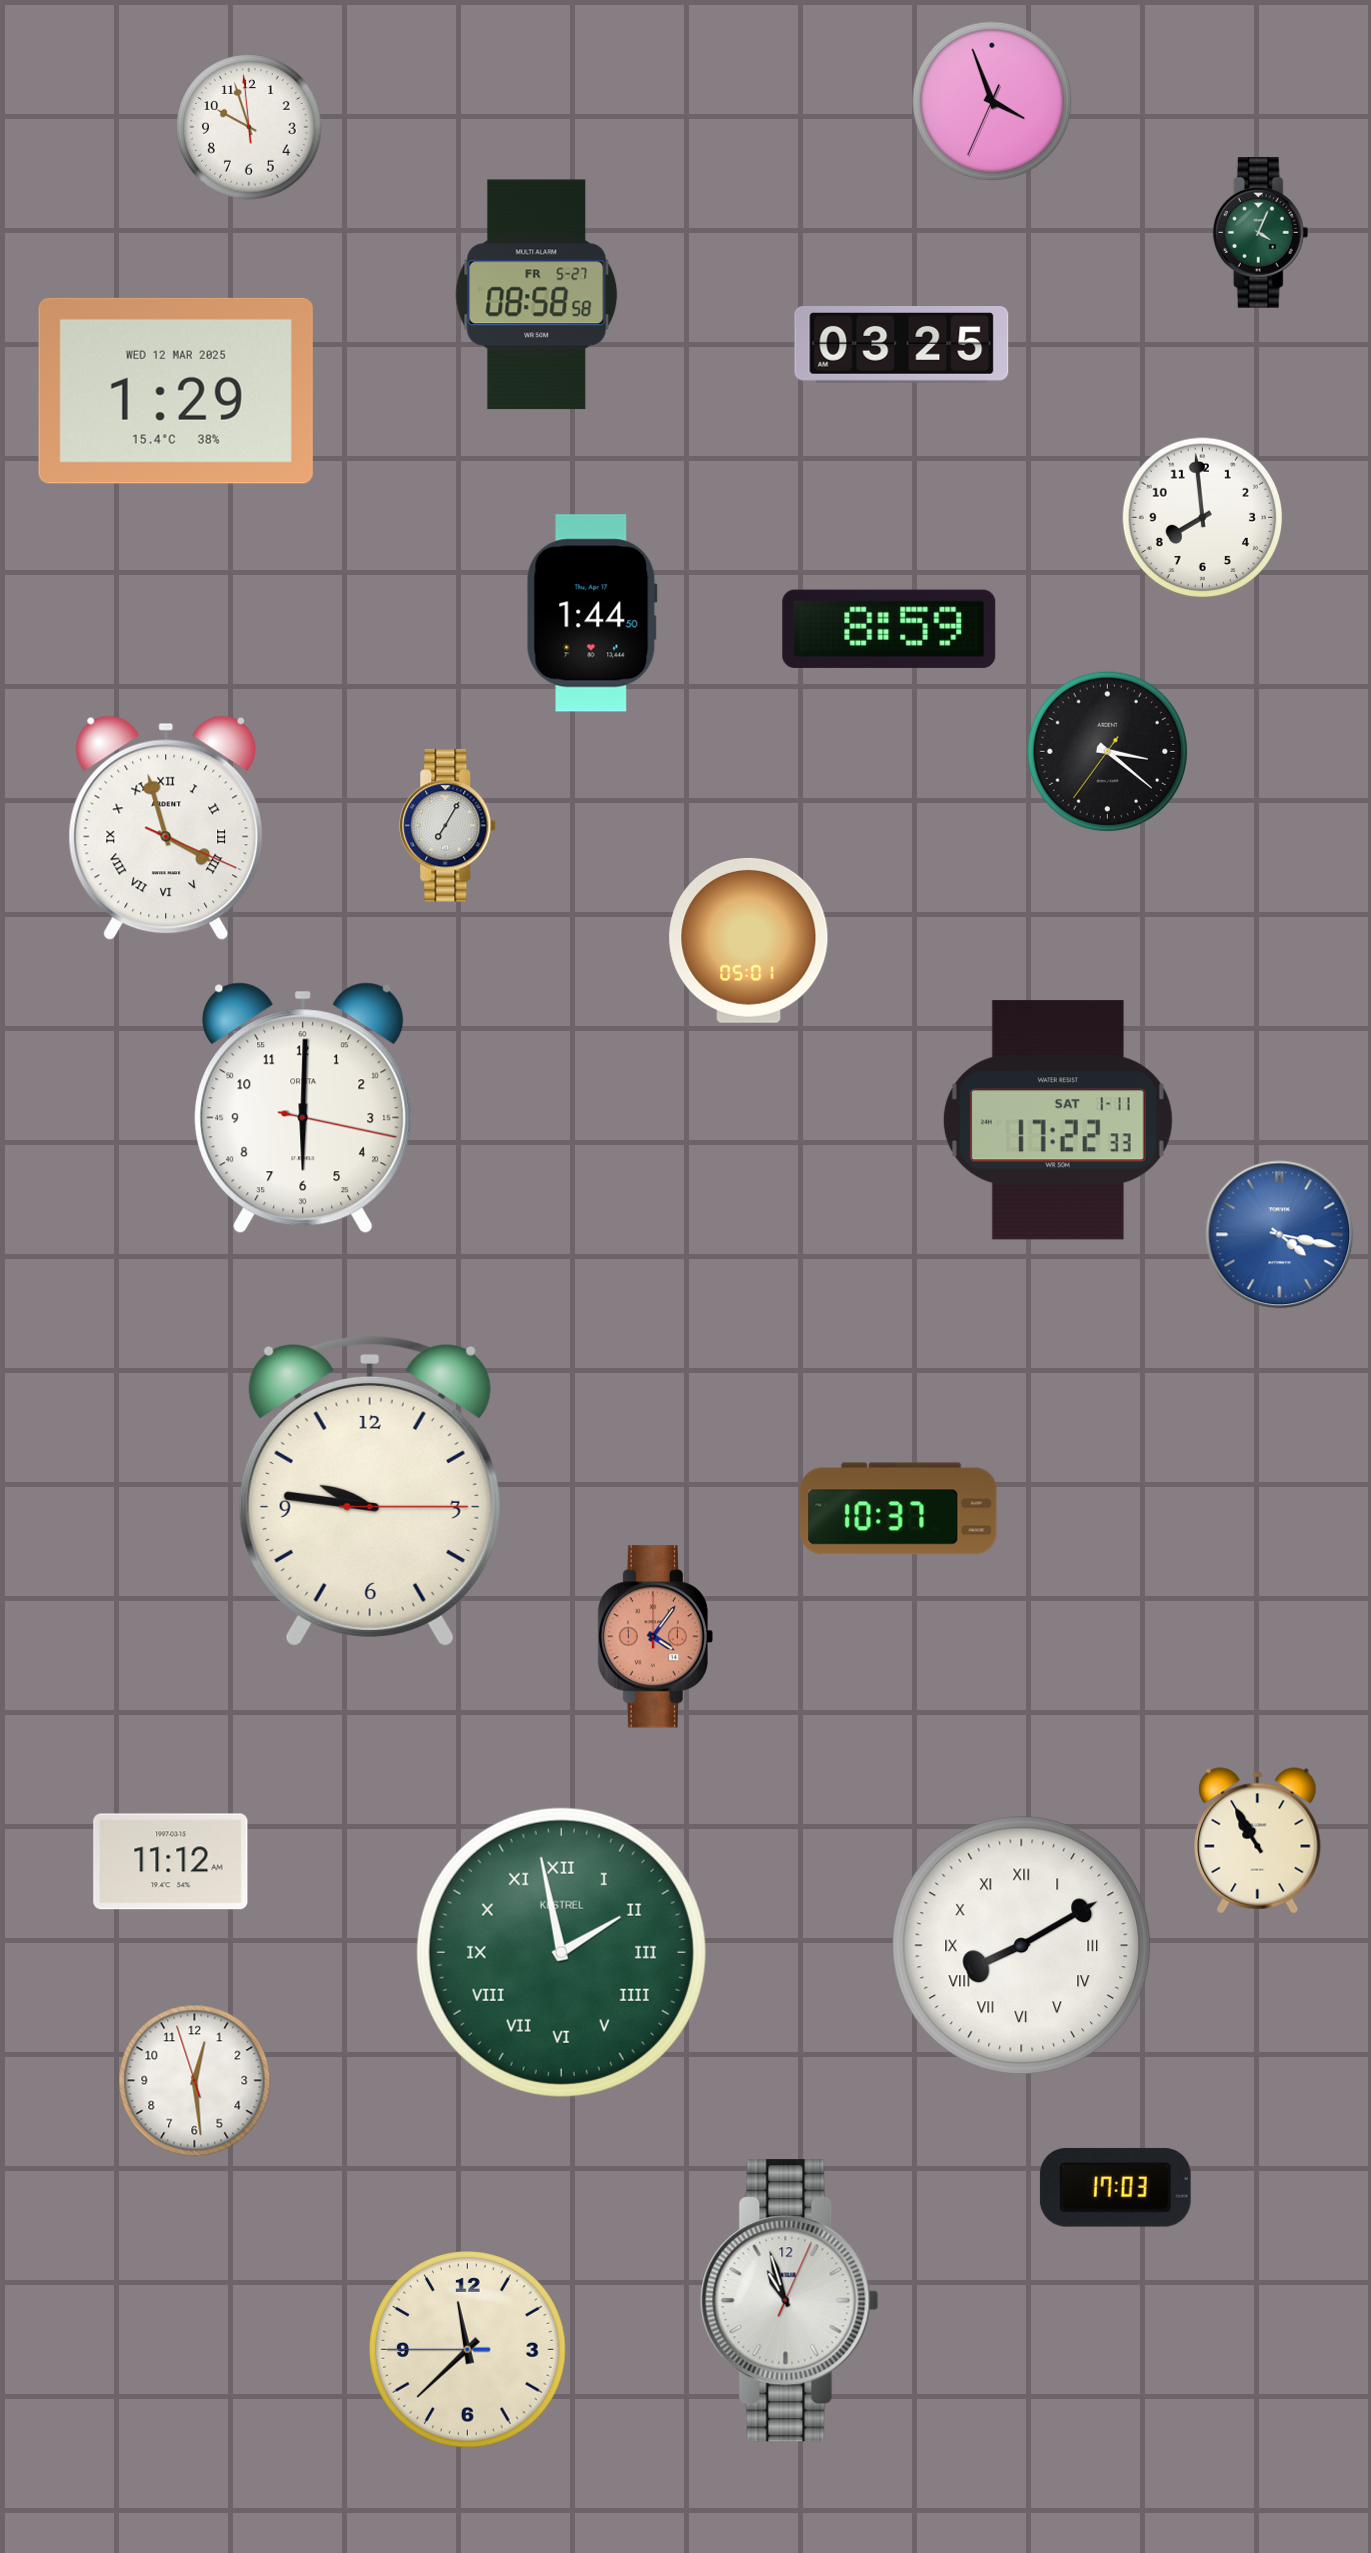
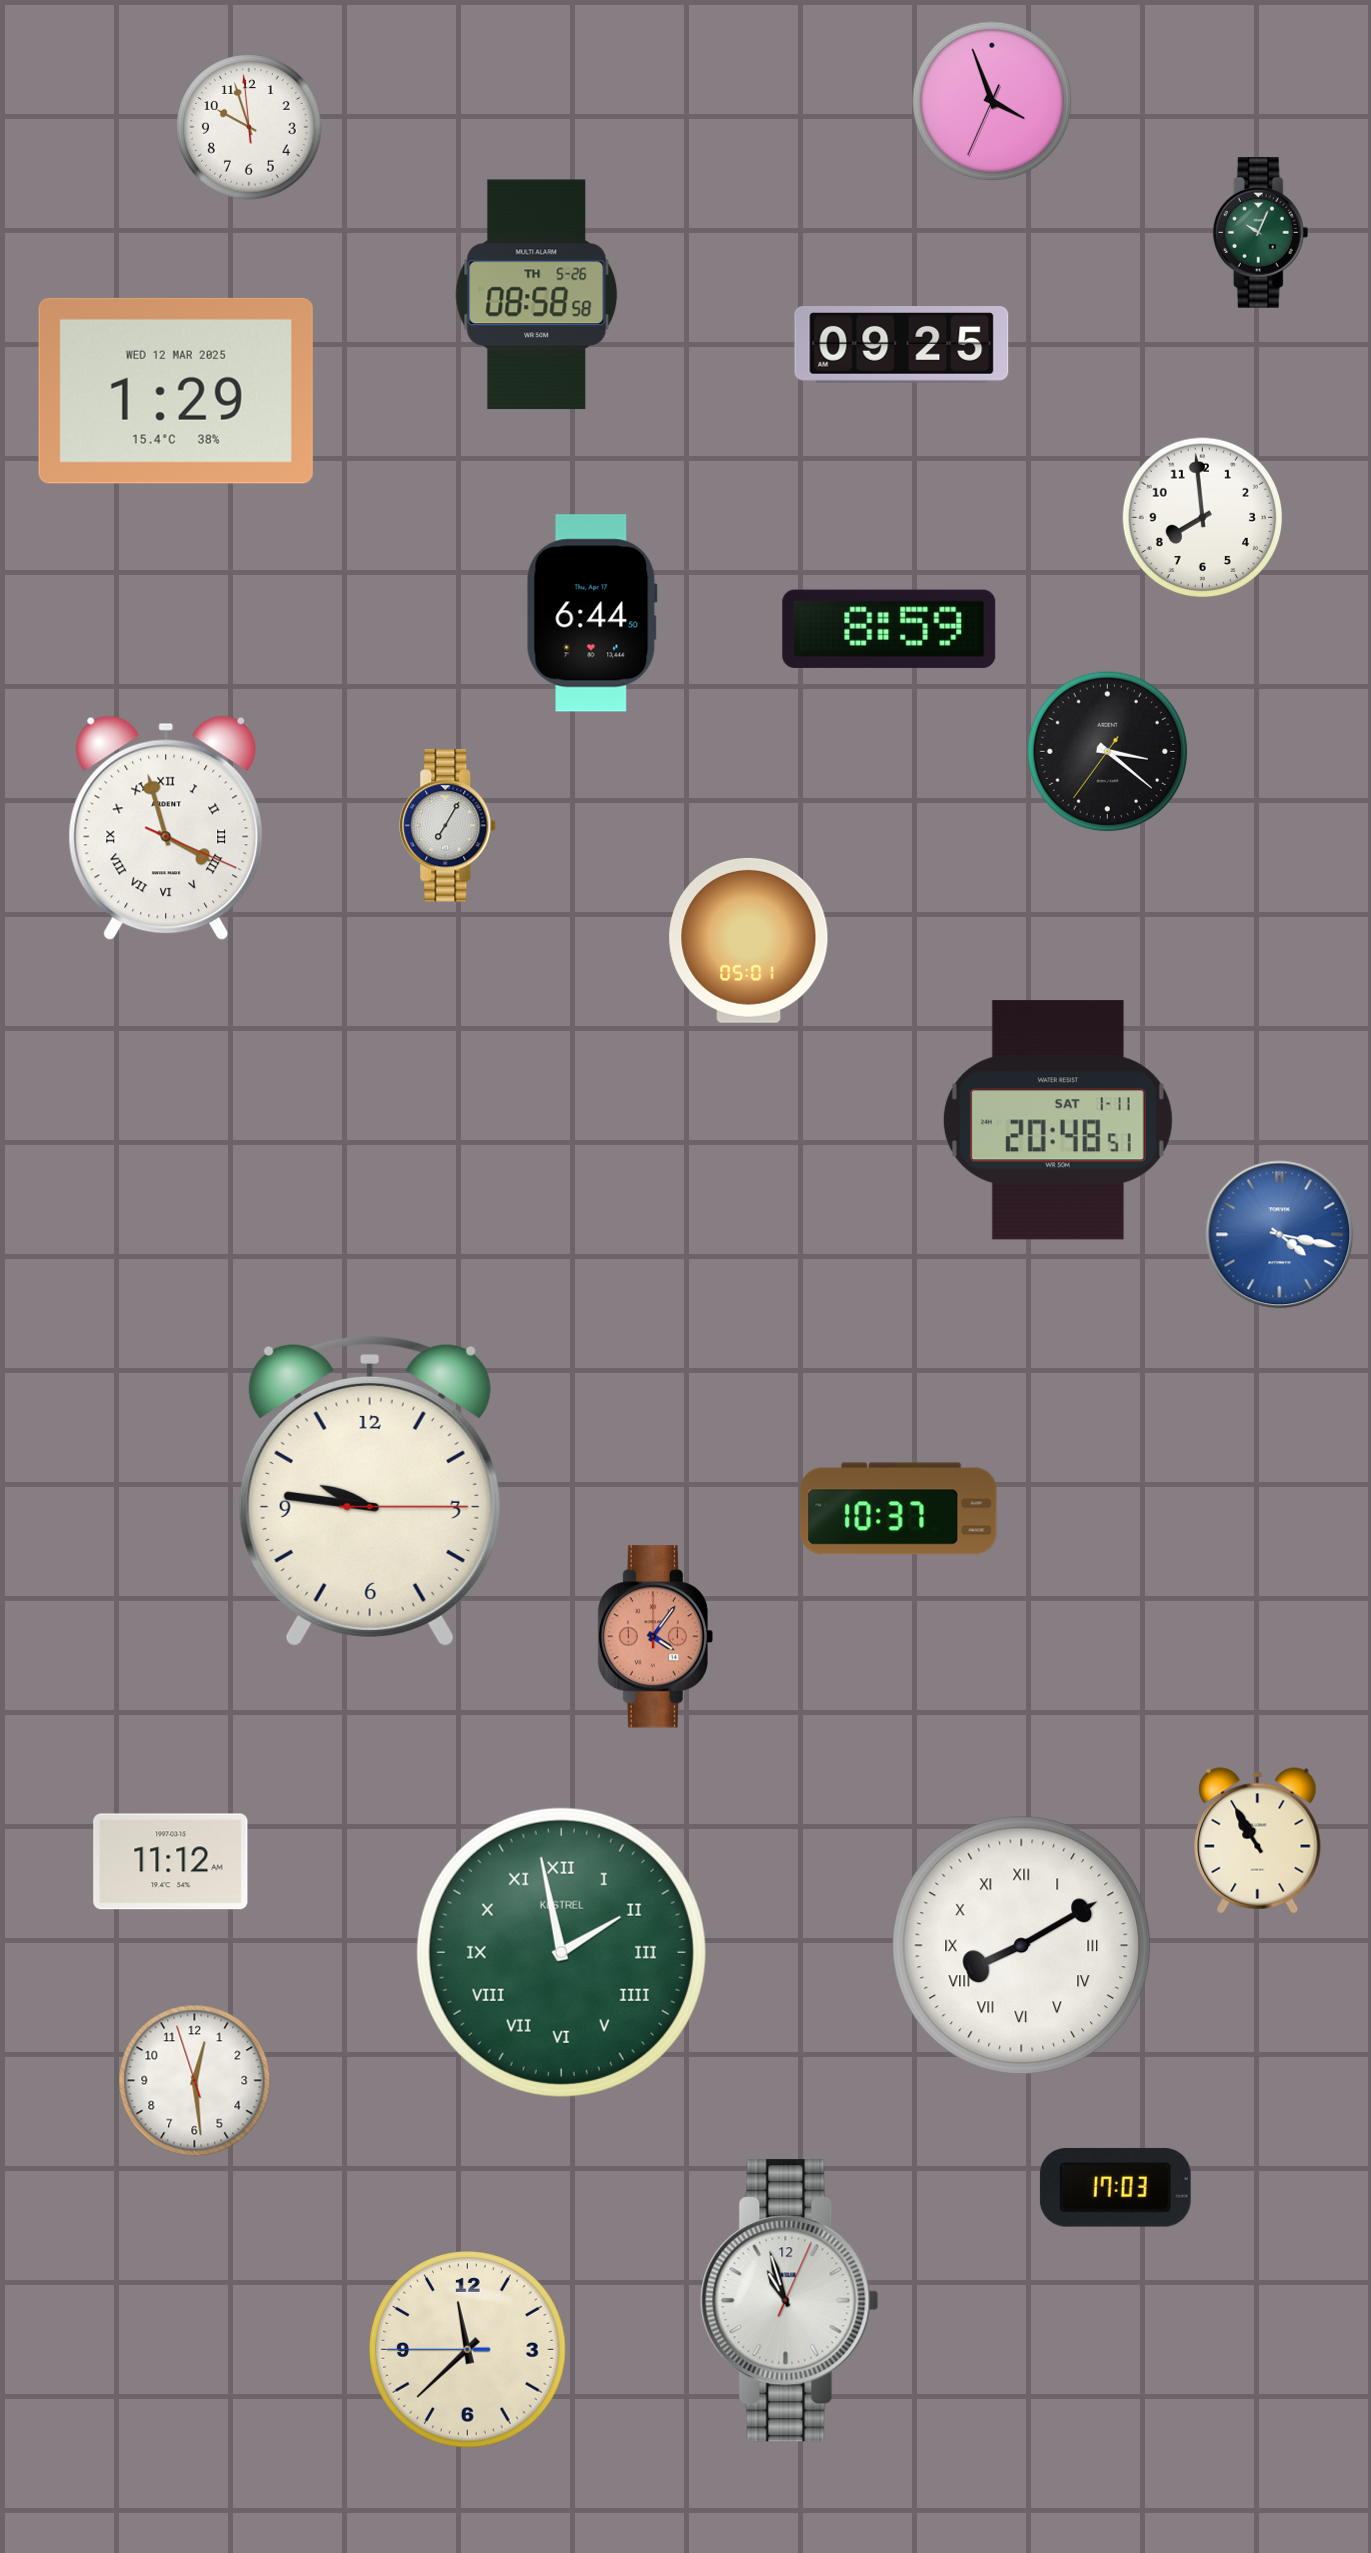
clock at (1261, 233): 4:04 -> 10:04
clock at (537, 295) date: FR 5-27 -> TH 5-26
clock at (902, 345): 03:25 -> 09:25
clock at (592, 613): 1:44 -> 6:44
clock at (303, 1108): 6:00 -> none
clock at (1058, 1120): 17:22 -> 20:48
